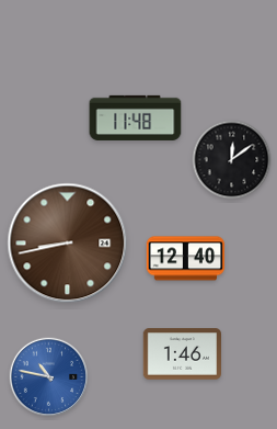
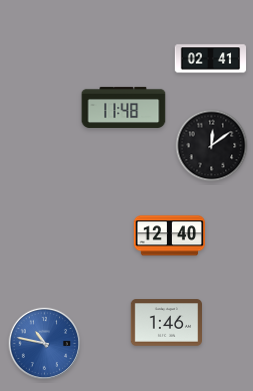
clock at (211, 59): none -> 02:41
clock at (68, 244): 8:43 -> none
